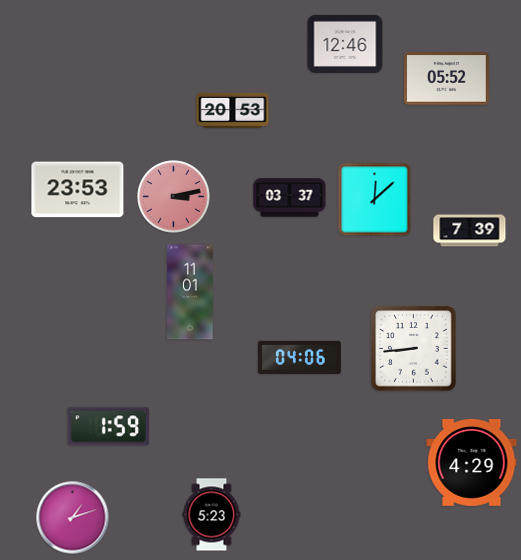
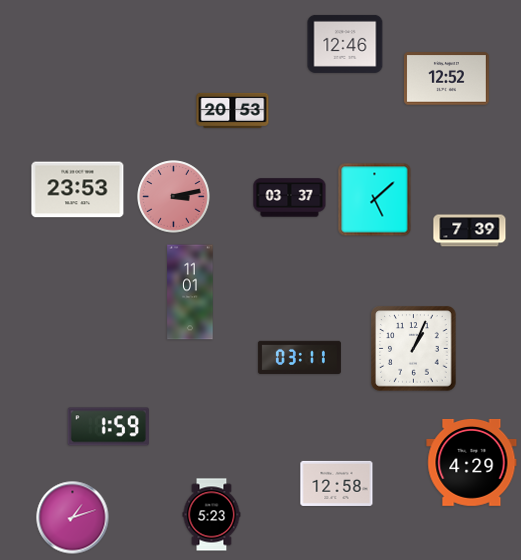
clock at (447, 79): 05:52 -> 12:52
clock at (375, 200): 12:08 -> 5:08
clock at (414, 349): 8:44 -> 1:04
clock at (299, 357): 04:06 -> 03:11
clock at (337, 483): none -> 12:58
